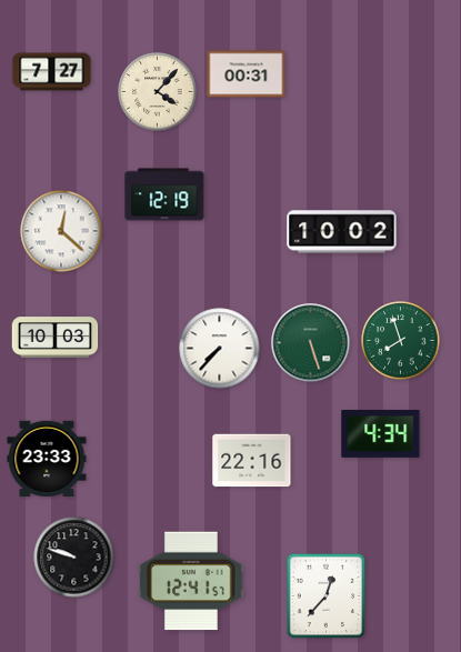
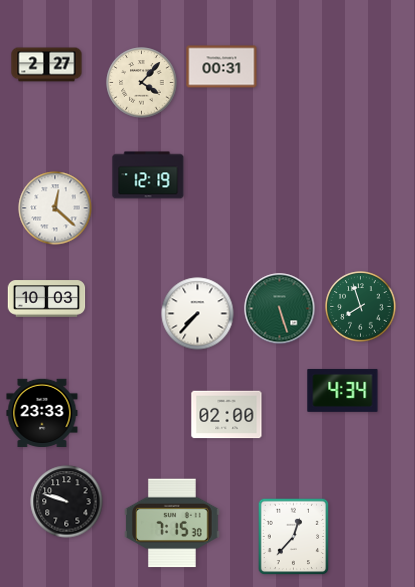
clock at (52, 72): 7:27 -> 2:27
clock at (342, 232): 10:02 -> none
clock at (56, 338) position: (56, 338) -> (47, 299)
clock at (252, 461): 22:16 -> 02:00
clock at (191, 581): 12:41 -> 7:15
